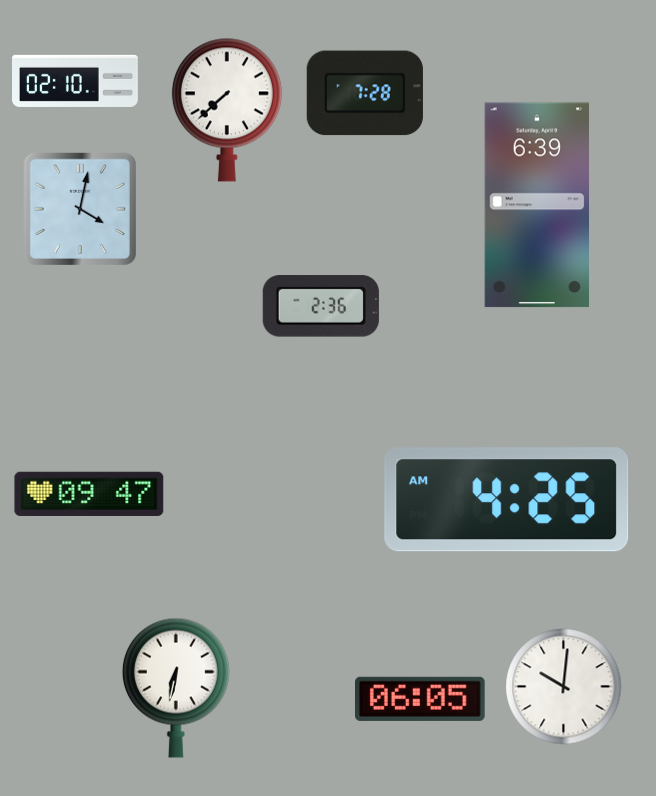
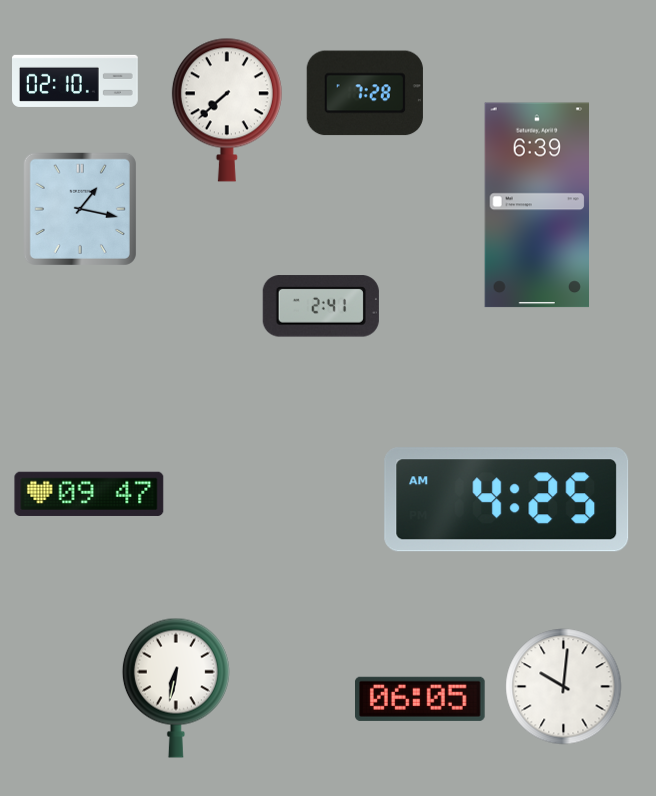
clock at (80, 209): 4:02 -> 1:17
clock at (321, 306): 2:36 -> 2:41
